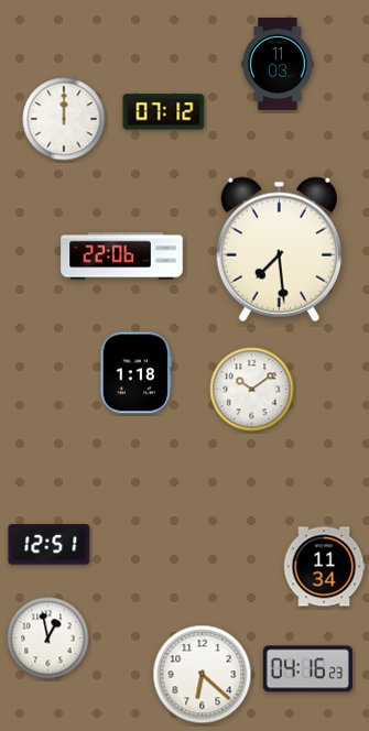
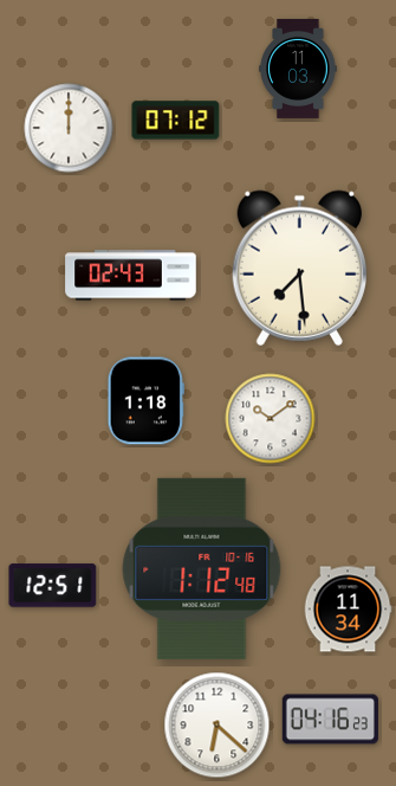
clock at (122, 257): 22:06 -> 02:43
clock at (202, 568): none -> 1:12
clock at (48, 639): 12:58 -> none
